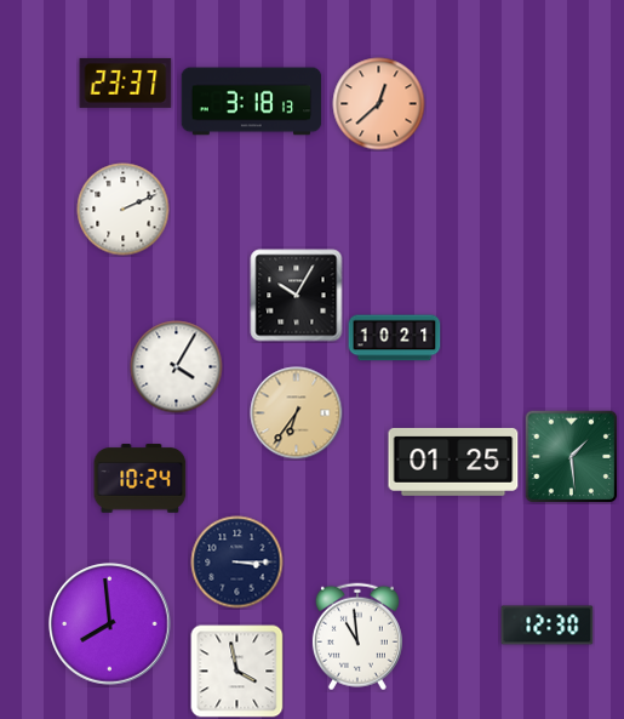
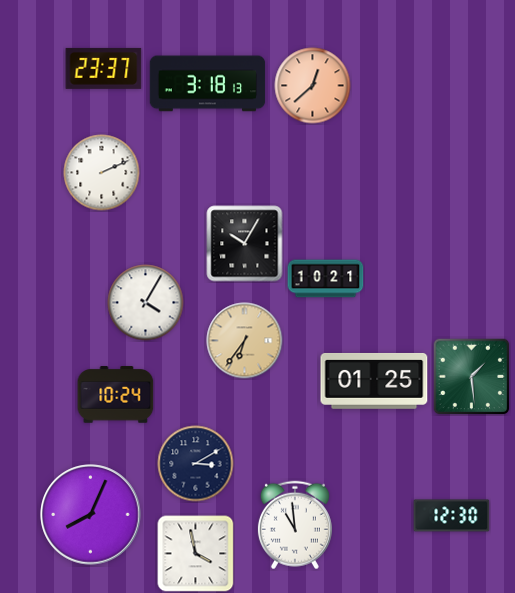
clock at (237, 563): 3:15 -> 3:10
clock at (110, 624): 7:59 -> 8:04
